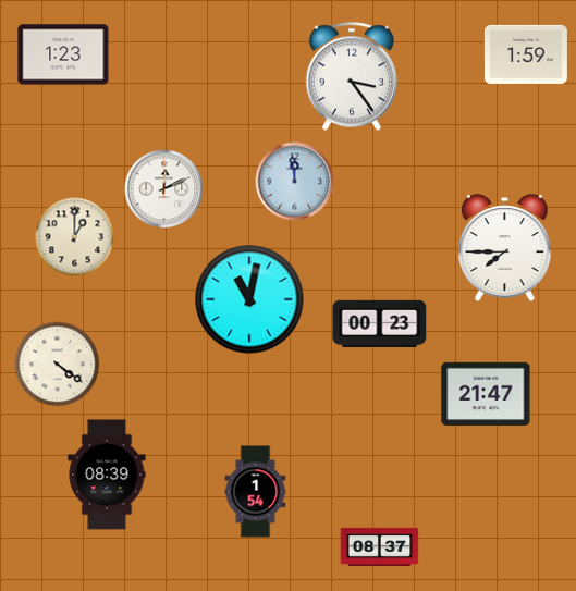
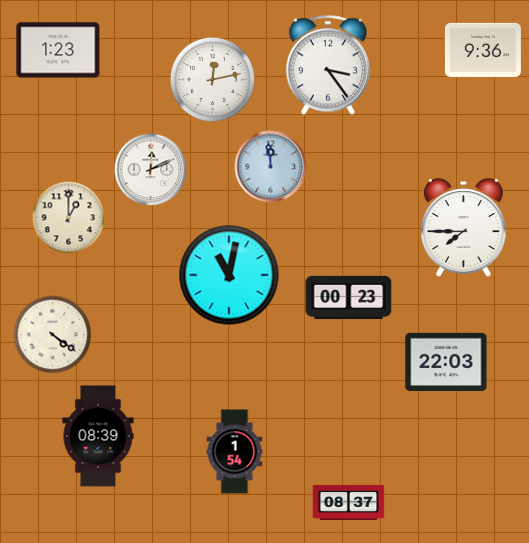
clock at (526, 54): 1:59 -> 9:36
clock at (352, 76) position: (352, 76) -> (328, 65)
clock at (212, 79): none -> 12:13
clock at (164, 189) position: (164, 189) -> (151, 170)
clock at (486, 393): 21:47 -> 22:03
